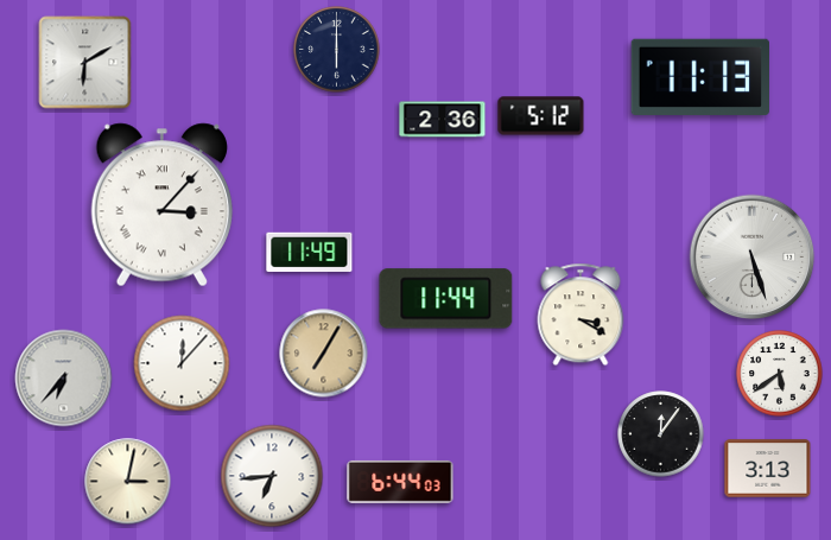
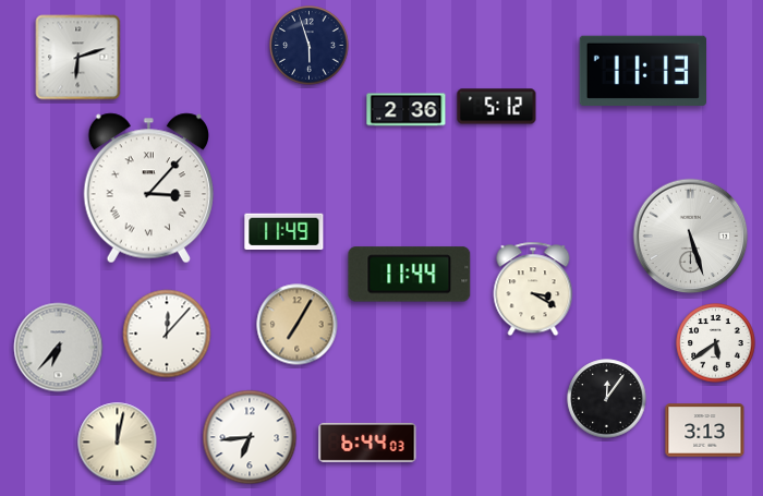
clock at (337, 50): 6:00 -> 5:57
clock at (85, 63): 6:10 -> 6:12
clock at (128, 482): 3:02 -> 12:02
